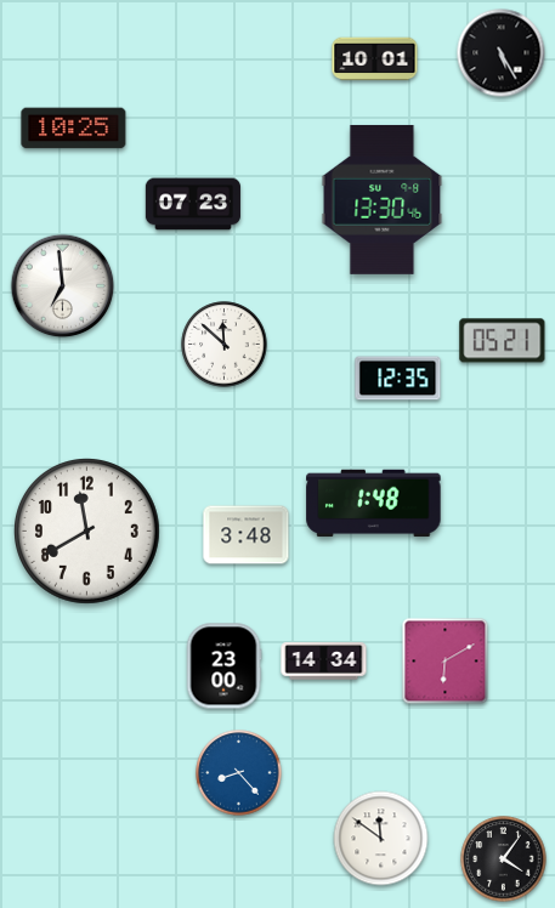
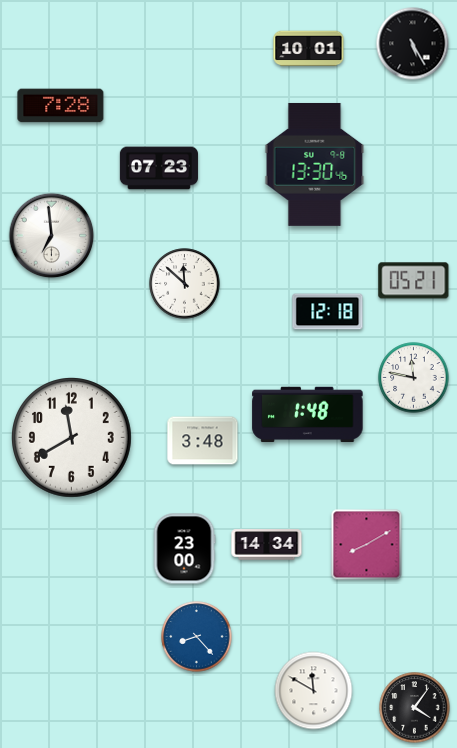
clock at (74, 129): 10:25 -> 7:28
clock at (398, 379): 12:35 -> 12:18
clock at (414, 378): none -> 11:47
clock at (446, 662): 6:10 -> 8:10
clock at (381, 839): 11:51 -> 11:50
